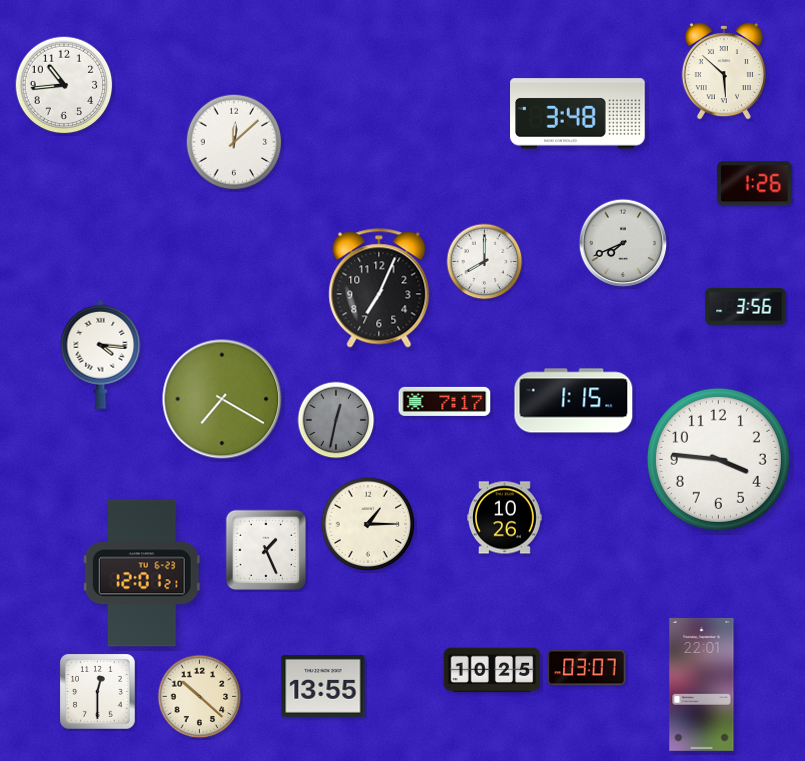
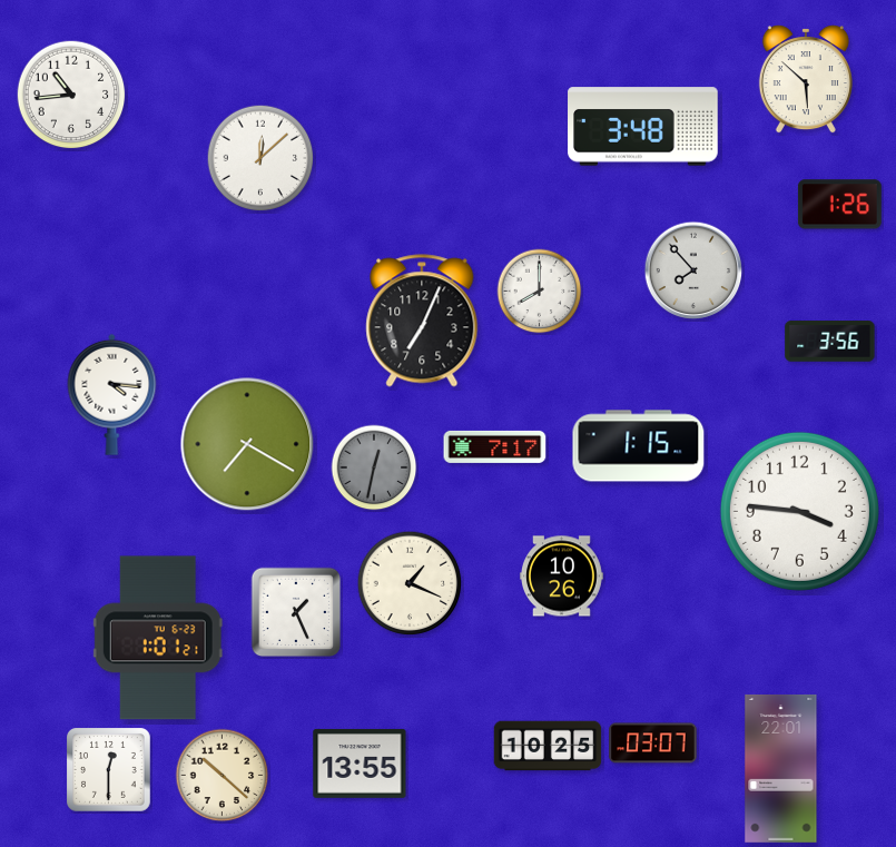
clock at (623, 243): 7:41 -> 7:53
clock at (368, 524): 1:15 -> 1:19
clock at (142, 573): 12:01 -> 1:01
clock at (702, 684) position: (702, 684) -> (781, 768)
